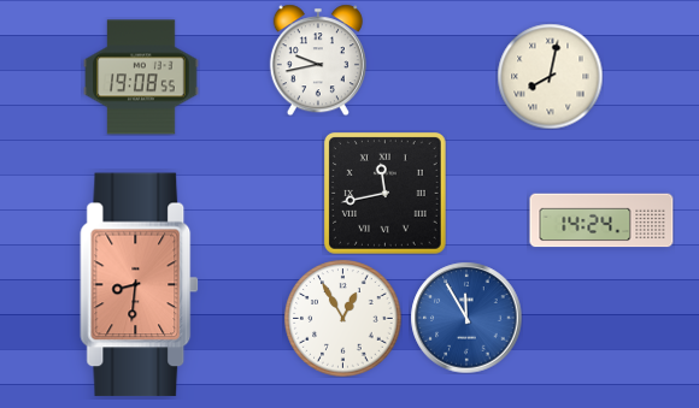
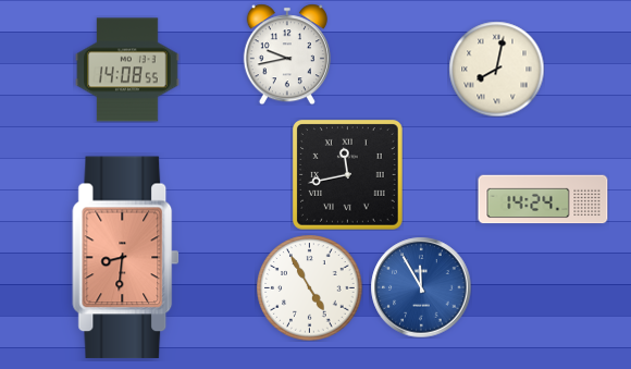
clock at (141, 77): 19:08 -> 14:08
clock at (343, 319): 12:55 -> 4:55
